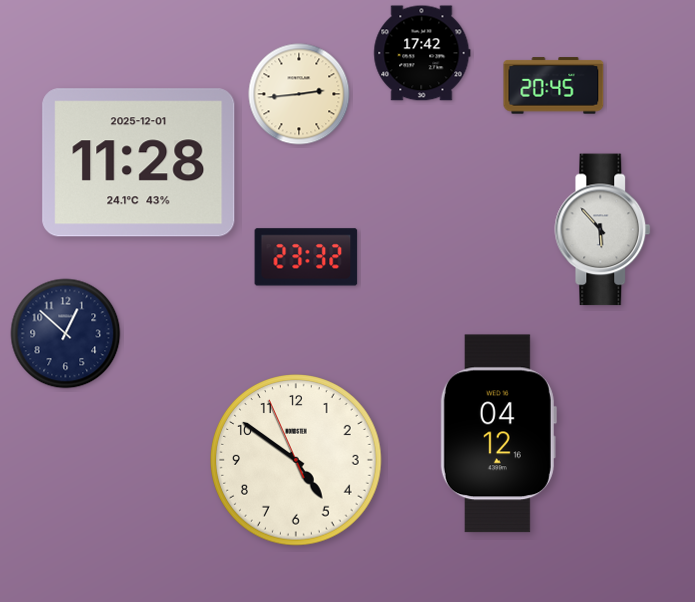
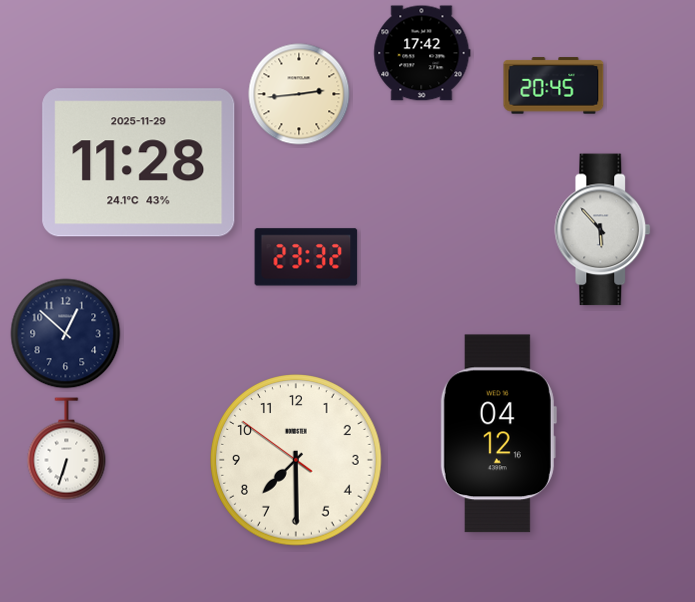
clock at (139, 163) date: 2025-12-01 -> 2025-11-29
clock at (67, 449): none -> 6:33
clock at (296, 460): 4:50 -> 7:29
